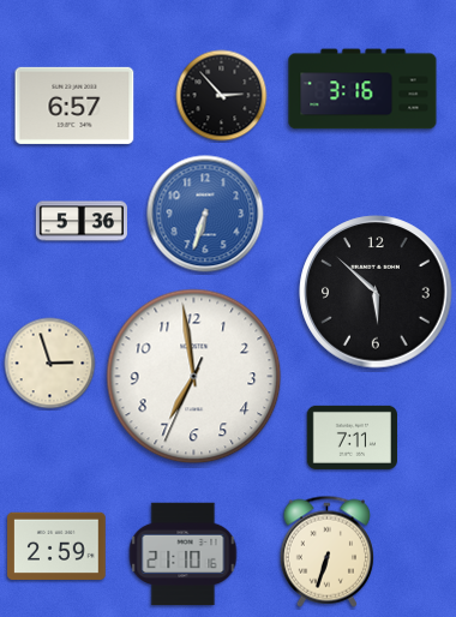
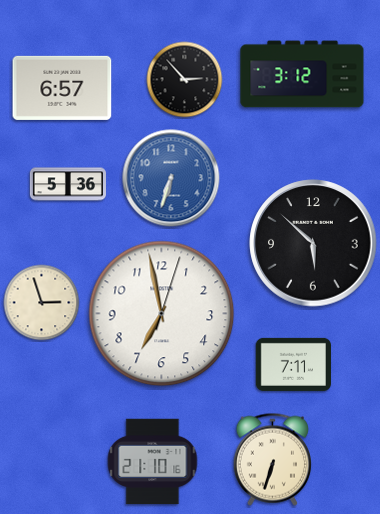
clock at (362, 89): 3:16 -> 3:12
clock at (194, 377): 6:58:34 -> 6:58:03
clock at (56, 545): 2:59 -> none
